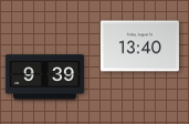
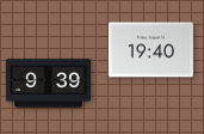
clock at (139, 46): 13:40 -> 19:40
